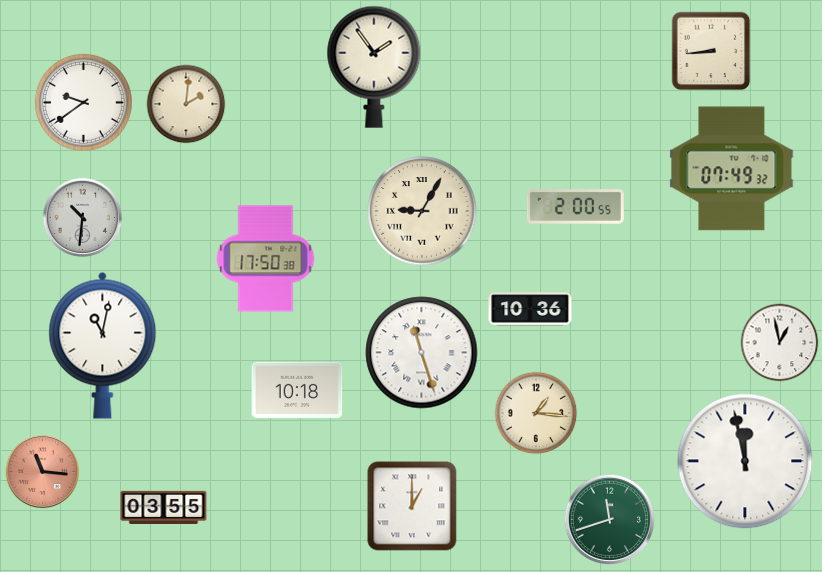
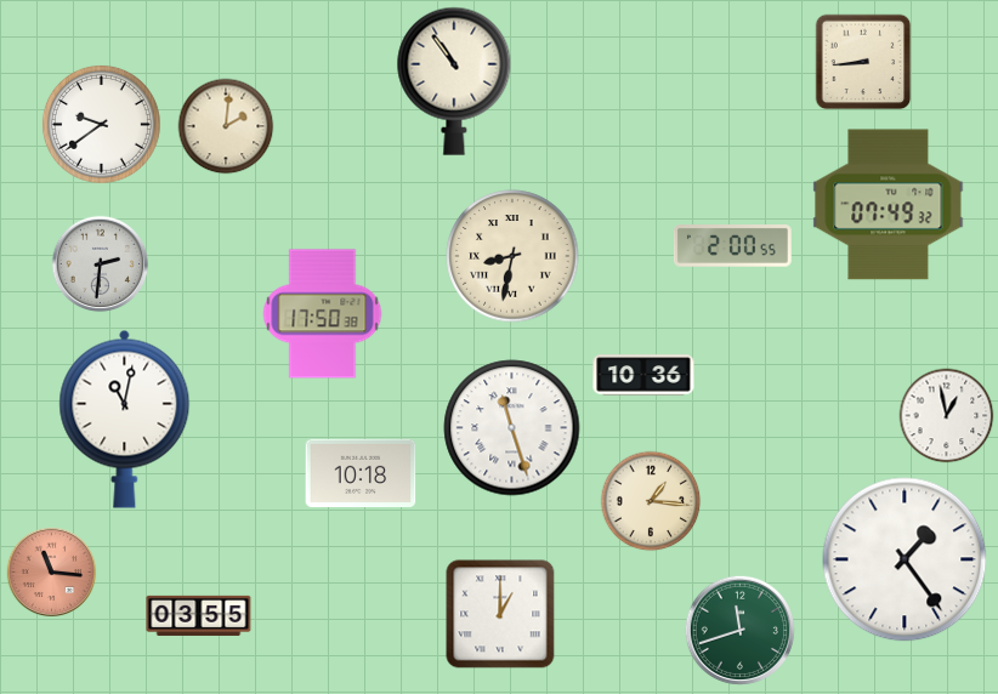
clock at (374, 67): 1:54 -> 10:54
clock at (575, 207) position: (575, 207) -> (732, 246)
clock at (422, 211): 9:05 -> 8:32
clock at (83, 218): 10:31 -> 2:31
clock at (745, 461): 11:58 -> 1:24
